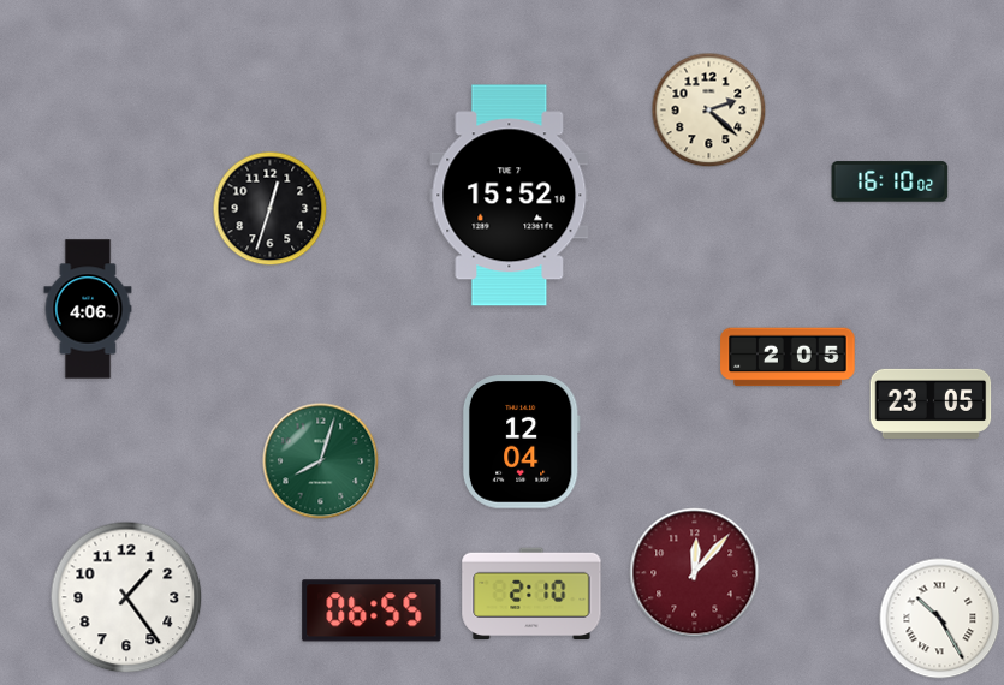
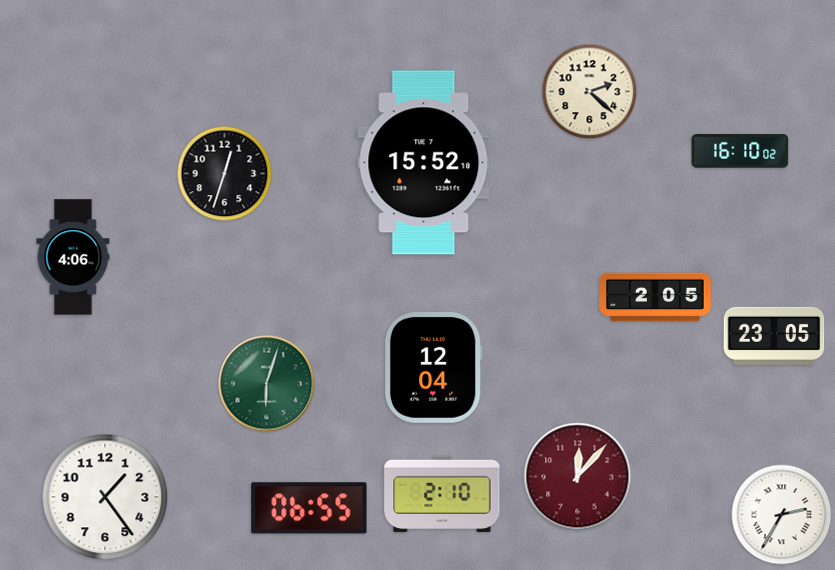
clock at (321, 461): 8:03 -> 6:03
clock at (940, 619): 10:25 -> 2:35
